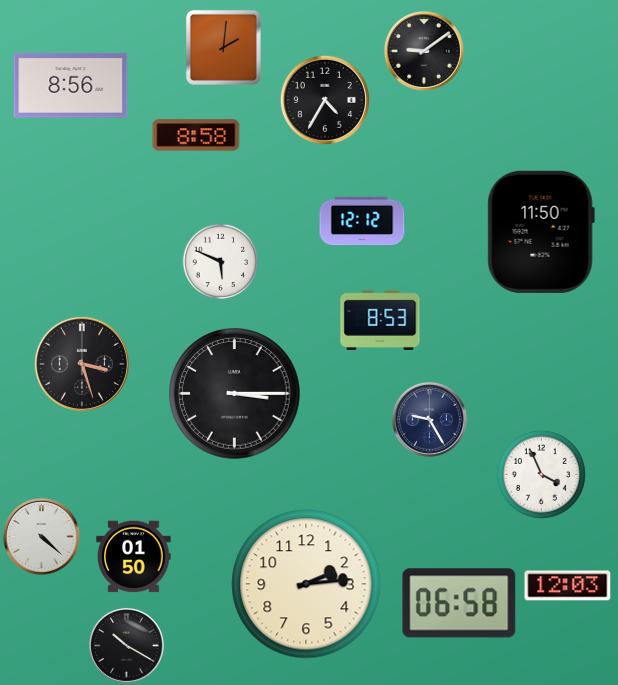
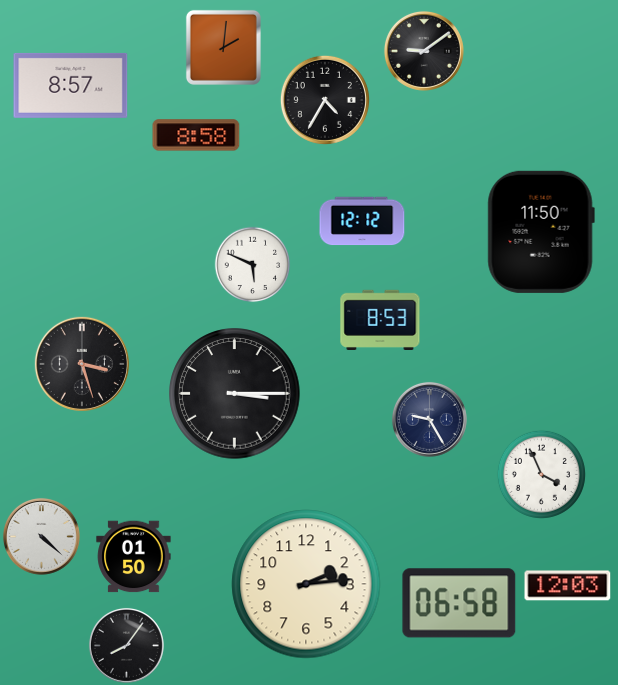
clock at (71, 85): 8:56 -> 8:57
clock at (221, 262) position: (221, 262) -> (253, 265)
clock at (126, 645): 10:20 -> 8:06
